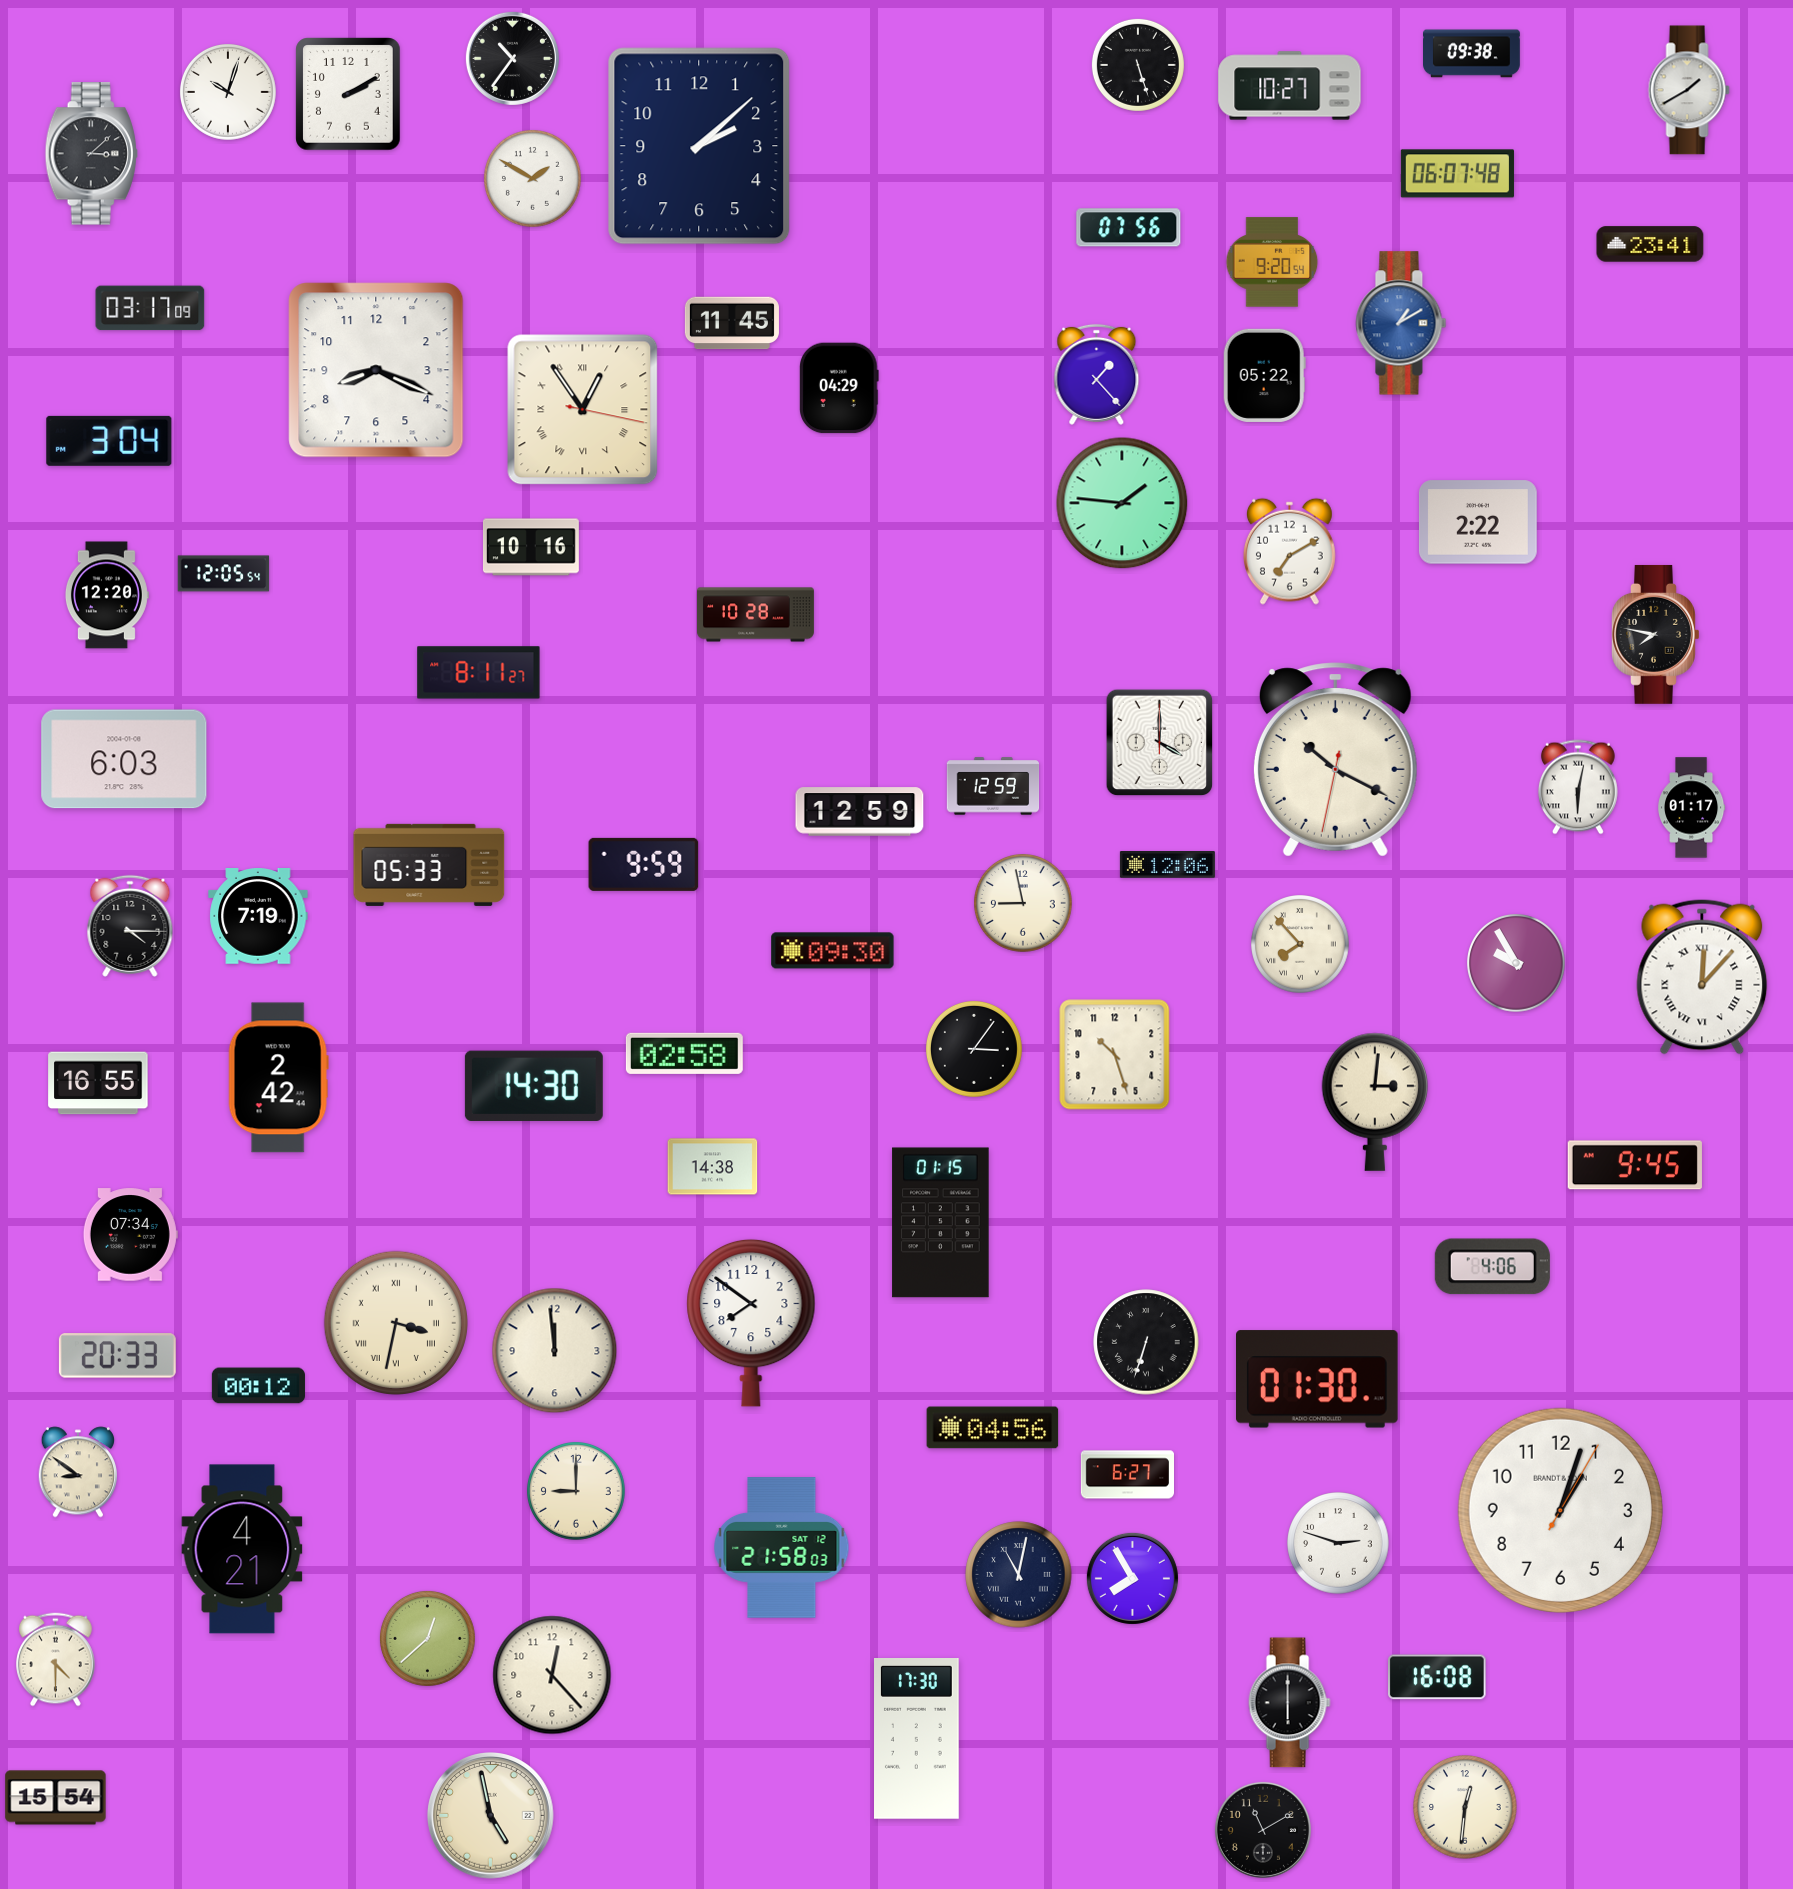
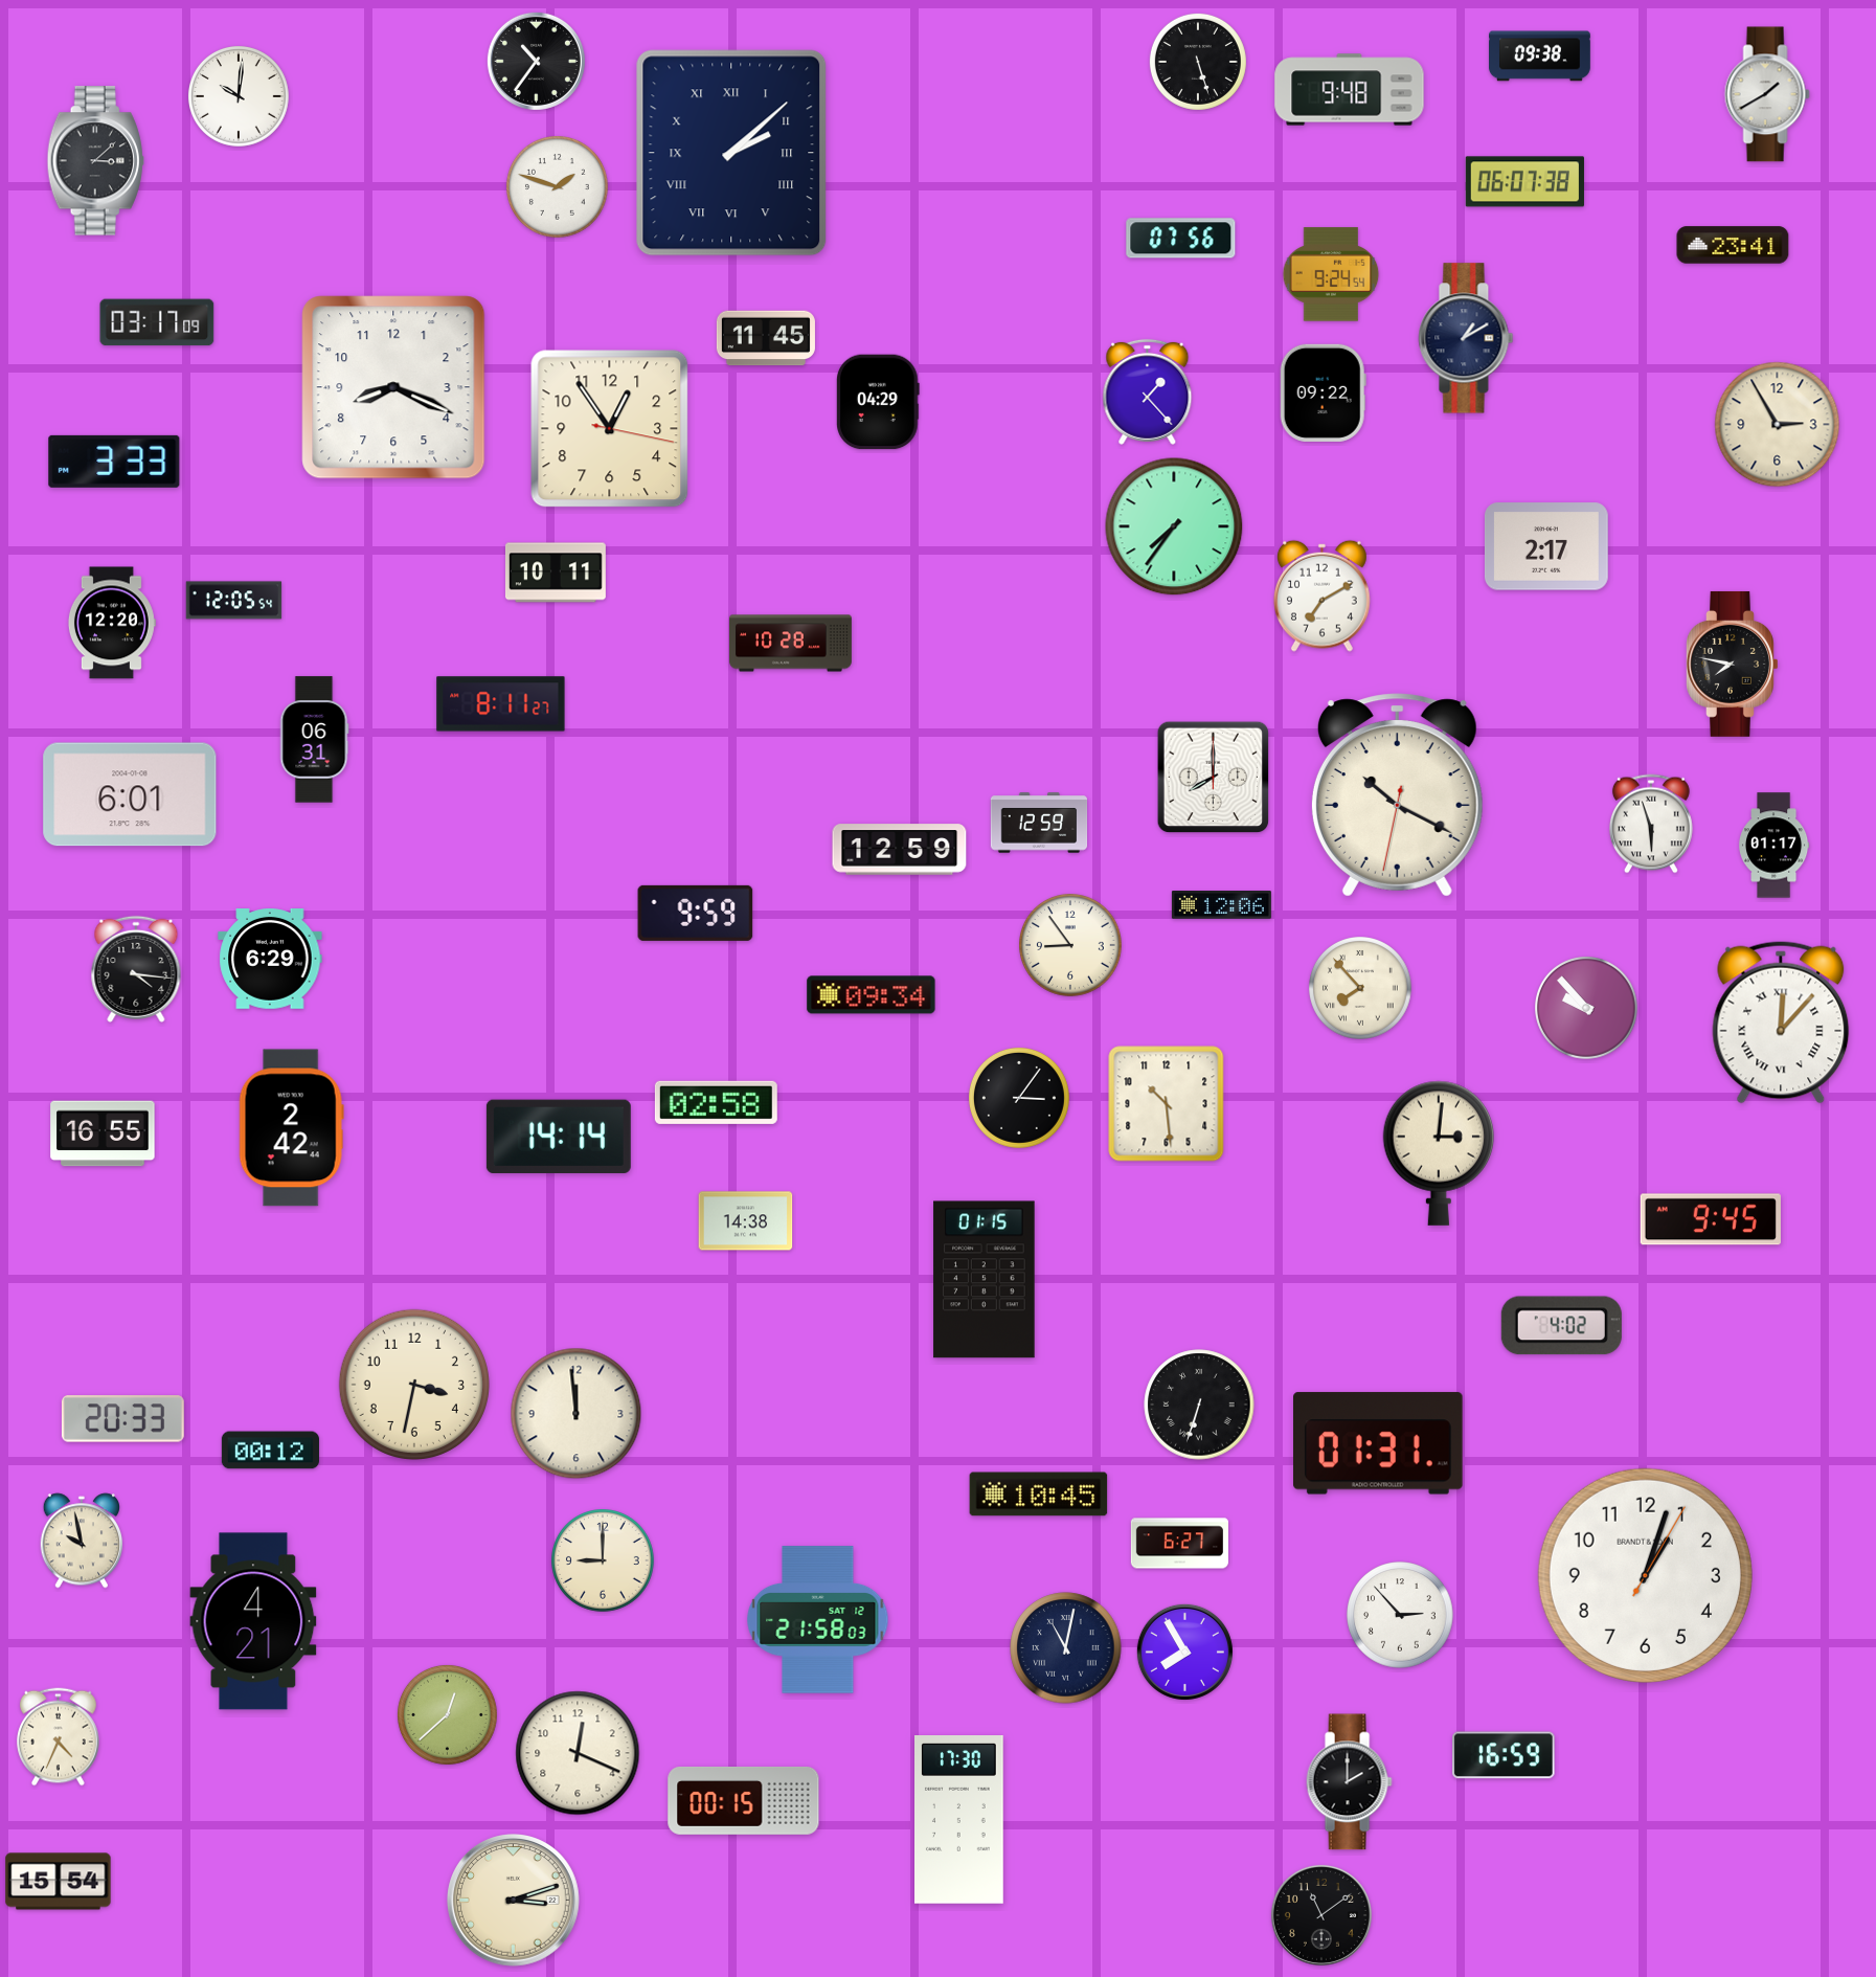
clock at (1138, 65) position: (1138, 65) -> (1198, 62)
clock at (1290, 86): 10:27 -> 9:48
clock at (228, 92): 10:03 -> 10:01
clock at (348, 94): 2:10 -> none
clock at (699, 146) numerals: Arabic -> Roman
clock at (1457, 174): 06:07:48 -> 06:07:38
clock at (533, 179): 1:50 -> 1:48
clock at (1650, 244) position: (1650, 244) -> (1733, 245)
clock at (1272, 262): 9:20 -> 9:24
clock at (1401, 323) dial: blue -> navy
clock at (1264, 375): 05:22 -> 09:22
clock at (840, 388) position: (840, 388) -> (879, 402)
clock at (1778, 425): none -> 2:55
clock at (583, 410) numerals: Roman -> Arabic
clock at (109, 441): 3:04 -> 3:33
clock at (1122, 503): 1:46 -> 7:36
clock at (1478, 522): 2:22 -> 2:17
clock at (531, 547): 10:16 -> 10:11
clock at (1289, 551) position: (1289, 551) -> (1321, 596)
clock at (315, 740): none -> 06:31
clock at (1160, 743): 4:00 -> 8:00
clock at (124, 759): 6:03 -> 6:01
clock at (1578, 787): 6:02 -> 5:57
clock at (1691, 808) position: (1691, 808) -> (1773, 846)
clock at (644, 864) position: (644, 864) -> (696, 913)
clock at (429, 865): 05:33 -> none
clock at (1024, 904): 8:58 -> 8:54
clock at (258, 917): 7:19 -> 6:29
clock at (130, 926): 4:15 -> 4:16
clock at (833, 951): 09:30 -> 09:34
clock at (1517, 964): 9:55 -> 9:53
clock at (1115, 1055): 10:27 -> 10:29
clock at (534, 1086): 14:30 -> 14:14
clock at (130, 1235): 07:34 -> none
clock at (1492, 1267): 4:06 -> 4:02
clock at (396, 1323) numerals: Roman -> Arabic
clock at (751, 1323): 7:51 -> none
clock at (555, 1351) position: (555, 1351) -> (577, 1414)
clock at (1318, 1379): 01:30 -> 01:31
clock at (993, 1428): 04:56 -> 10:45
clock at (77, 1472): 8:51 -> 9:58
clock at (1560, 1510) position: (1560, 1510) -> (1645, 1575)
clock at (1338, 1543): 2:48 -> 2:53
clock at (56, 1660): 4:30 -> 4:34
clock at (552, 1675): 12:23 -> 12:19
clock at (1438, 1677): 16:08 -> 16:59
clock at (1289, 1703): 6:00 -> 2:00
clock at (744, 1801): none -> 00:15
clock at (1465, 1807): 12:31 -> none
clock at (491, 1816): 4:58 -> 3:12
clock at (1263, 1830): 11:10 -> 11:09
